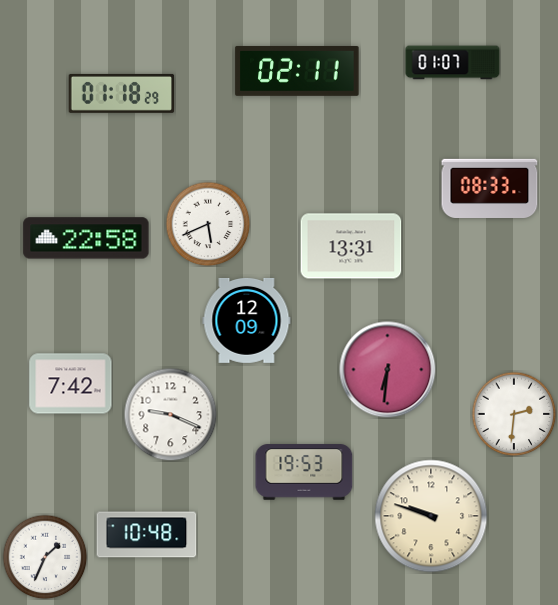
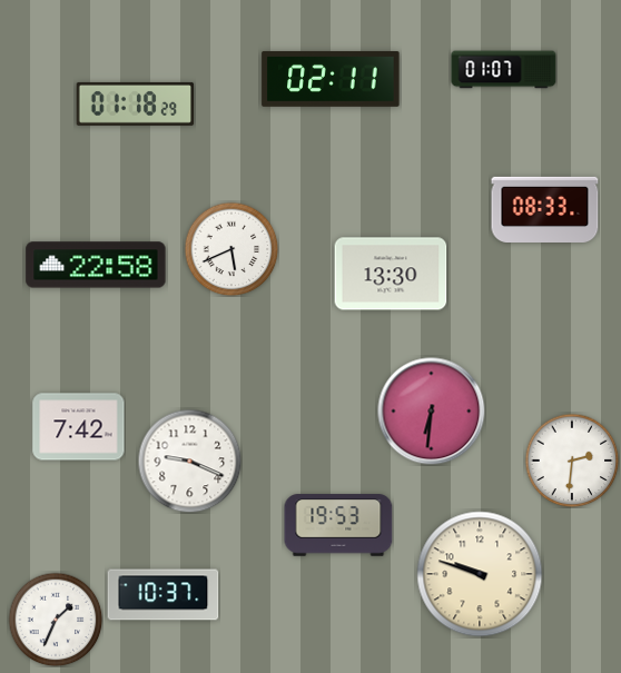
clock at (351, 246): 13:31 -> 13:30
clock at (247, 320): 12:09 -> none
clock at (147, 535): 10:48 -> 10:37
clock at (45, 557) position: (45, 557) -> (56, 620)
